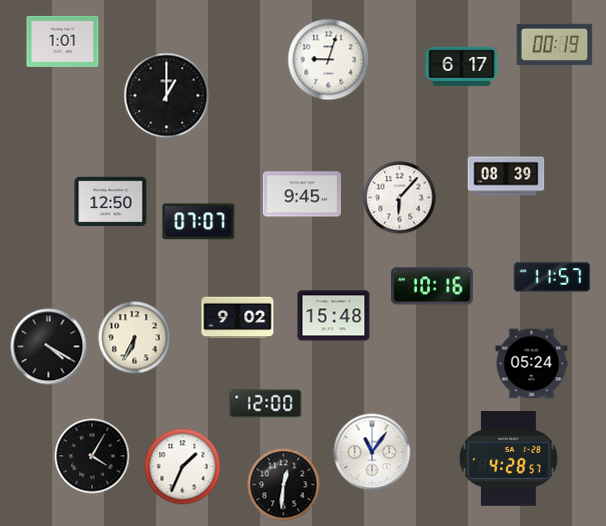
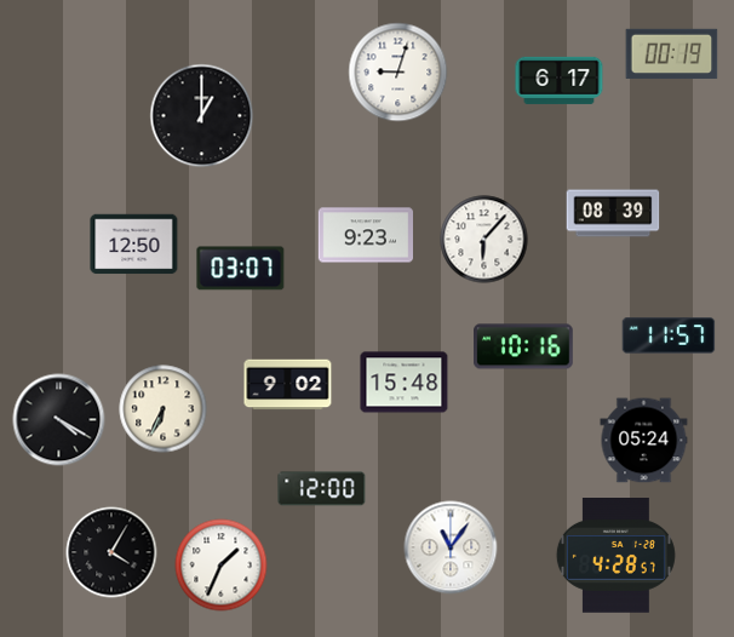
clock at (63, 41): 1:01 -> none
clock at (301, 194): 9:45 -> 9:23
clock at (199, 222): 07:07 -> 03:07
clock at (284, 485): 12:31 -> none
